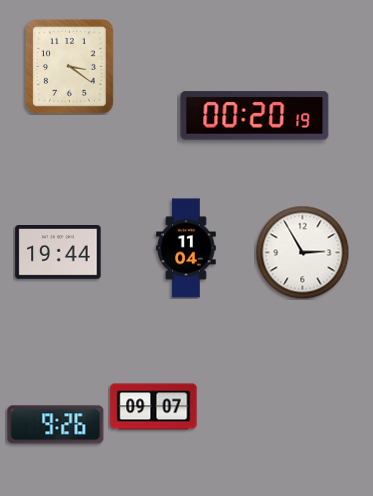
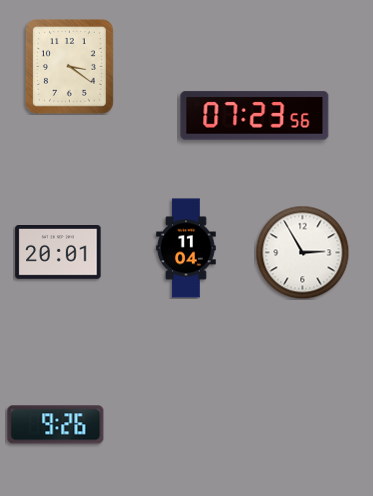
clock at (255, 116): 00:20 -> 07:23
clock at (58, 253): 19:44 -> 20:01
clock at (154, 407): 09:07 -> none
